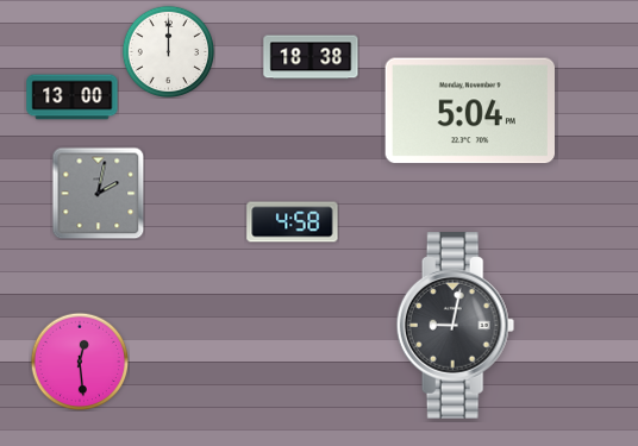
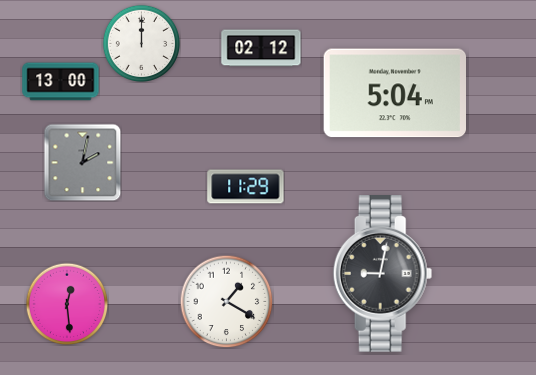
clock at (311, 57): 18:38 -> 02:12
clock at (293, 222): 4:58 -> 11:29
clock at (226, 301): none -> 1:20
